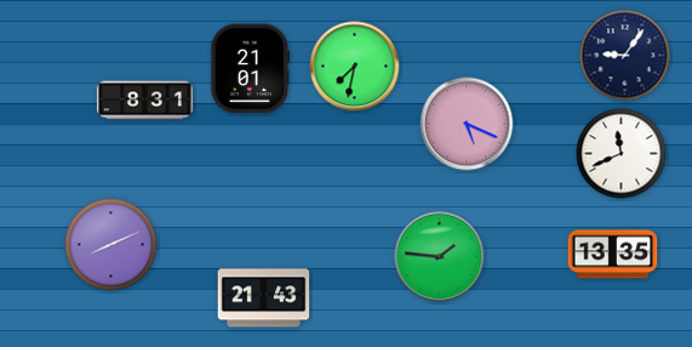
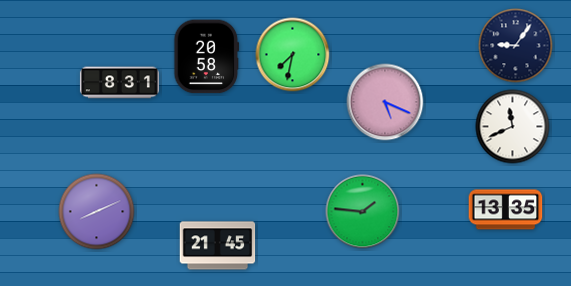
clock at (251, 69): 21:01 -> 20:58
clock at (111, 245) position: (111, 245) -> (97, 212)
clock at (264, 298): 21:43 -> 21:45
